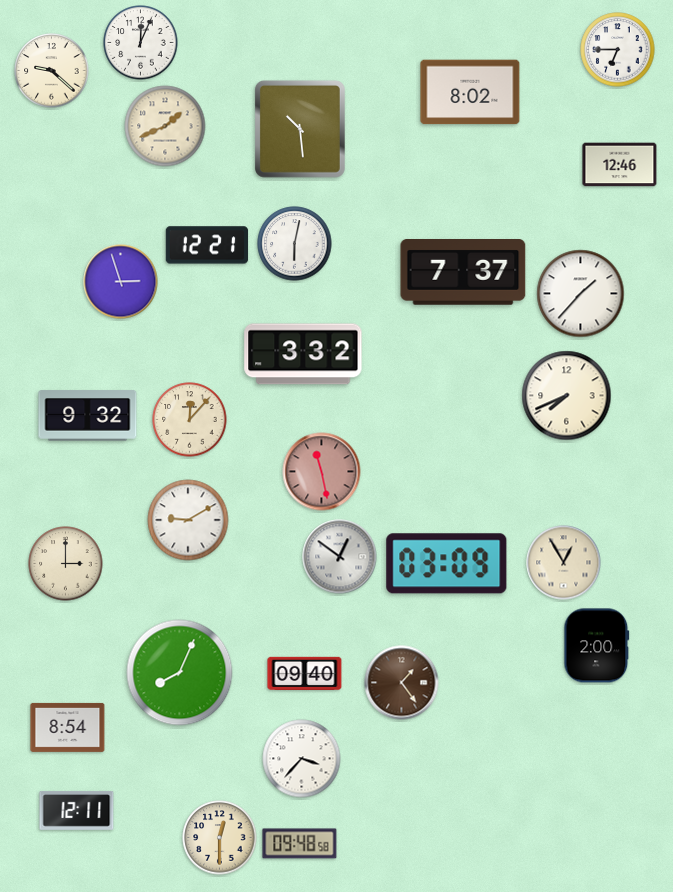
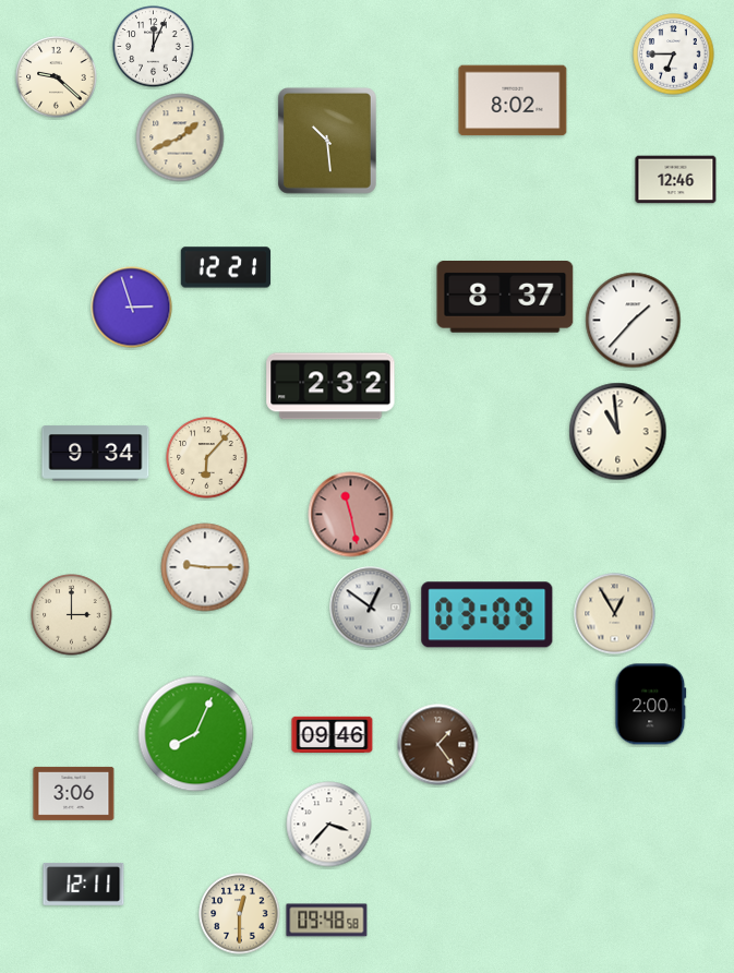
clock at (295, 244): 6:02 -> none
clock at (463, 273): 7:37 -> 8:37
clock at (303, 354): 3:32 -> 2:32
clock at (567, 396): 7:41 -> 10:59
clock at (88, 416): 9:32 -> 9:34
clock at (190, 420): 12:07 -> 6:07
clock at (188, 520): 9:10 -> 9:15
clock at (305, 673): 09:40 -> 09:46
clock at (68, 727): 8:54 -> 3:06
clock at (302, 759) position: (302, 759) -> (329, 825)
